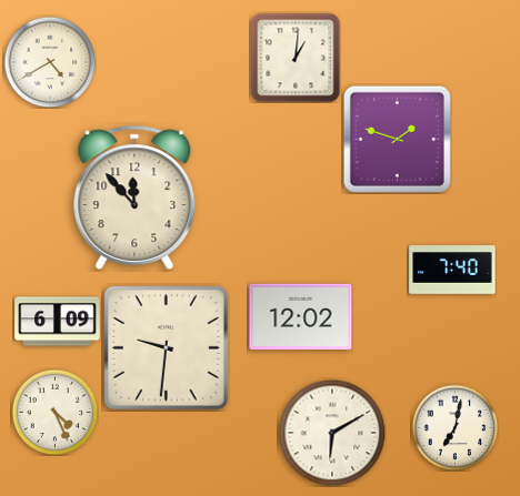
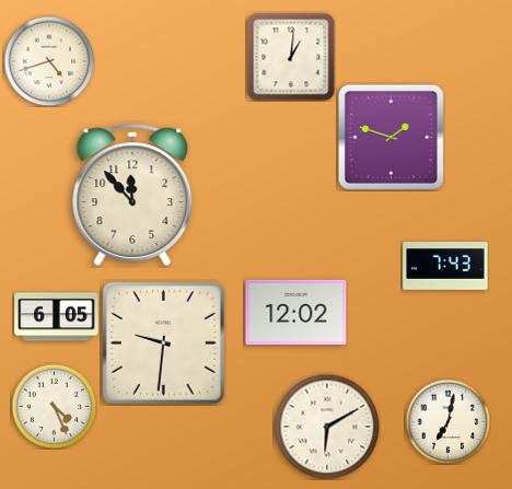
clock at (50, 62): 4:40 -> 4:42
clock at (452, 270): 7:40 -> 7:43
clock at (58, 322): 6:09 -> 6:05
